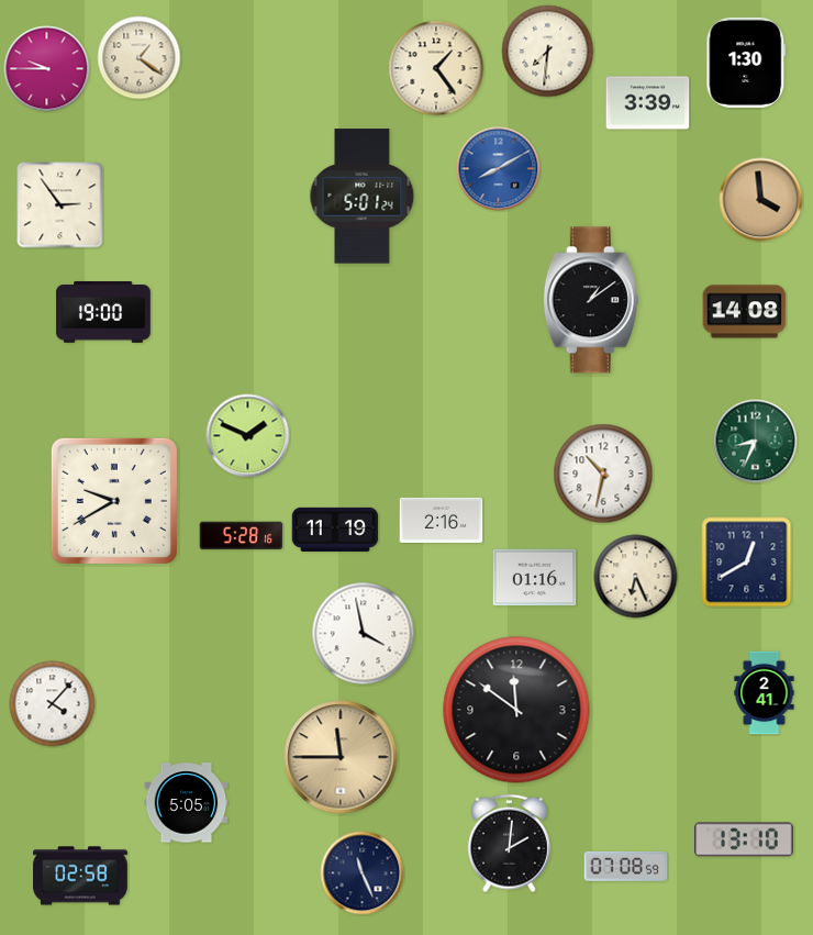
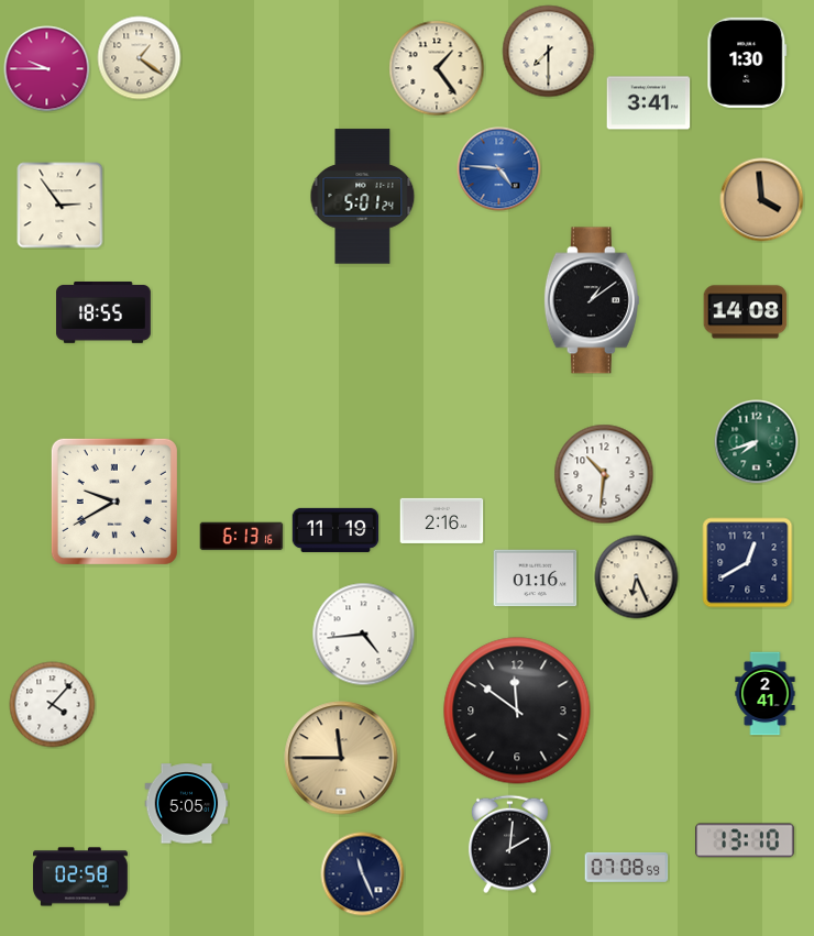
clock at (548, 52): 7:31 -> 7:30
clock at (648, 103): 3:39 -> 3:41
clock at (499, 169): 8:10 -> 4:46
clock at (103, 313): 19:00 -> 18:55
clock at (248, 436): 1:49 -> none
clock at (756, 442): 8:34 -> 7:42
clock at (603, 474): 10:32 -> 10:31
clock at (242, 536): 5:28 -> 6:13
clock at (364, 634): 3:58 -> 4:44
